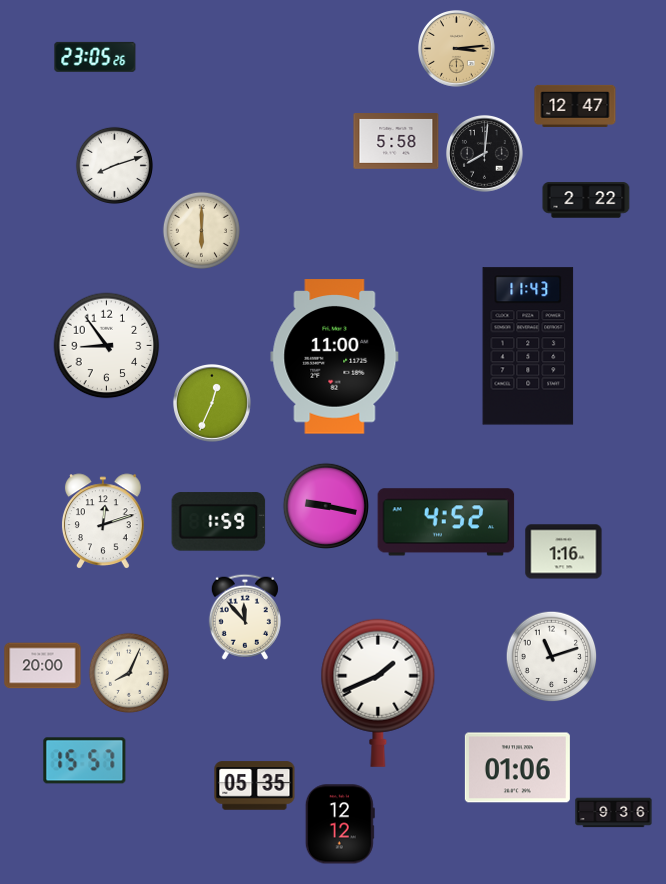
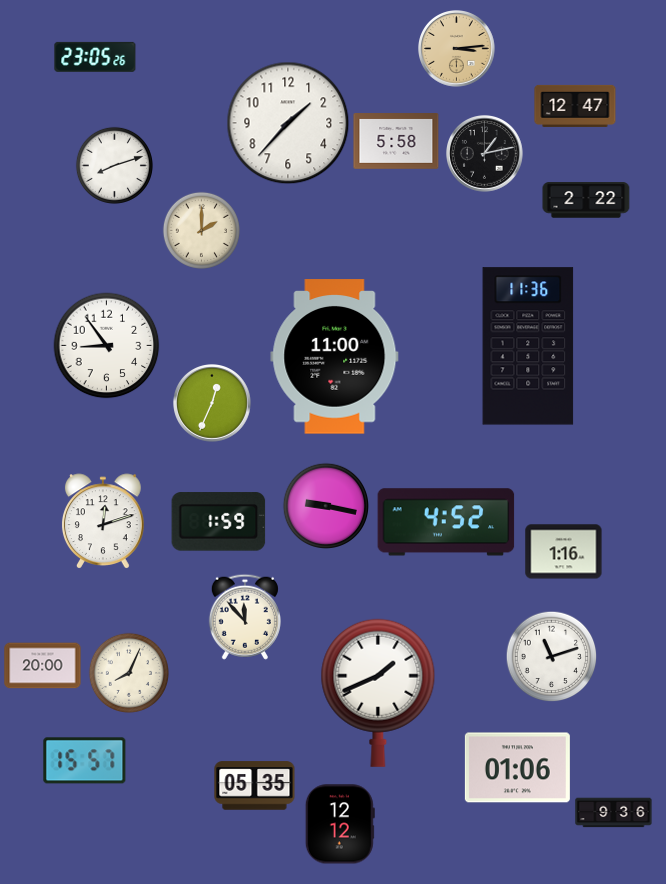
clock at (288, 123): none -> 1:37
clock at (485, 154): 8:01 -> 1:13
clock at (201, 230): 6:00 -> 2:00
clock at (528, 346): 11:43 -> 11:36
